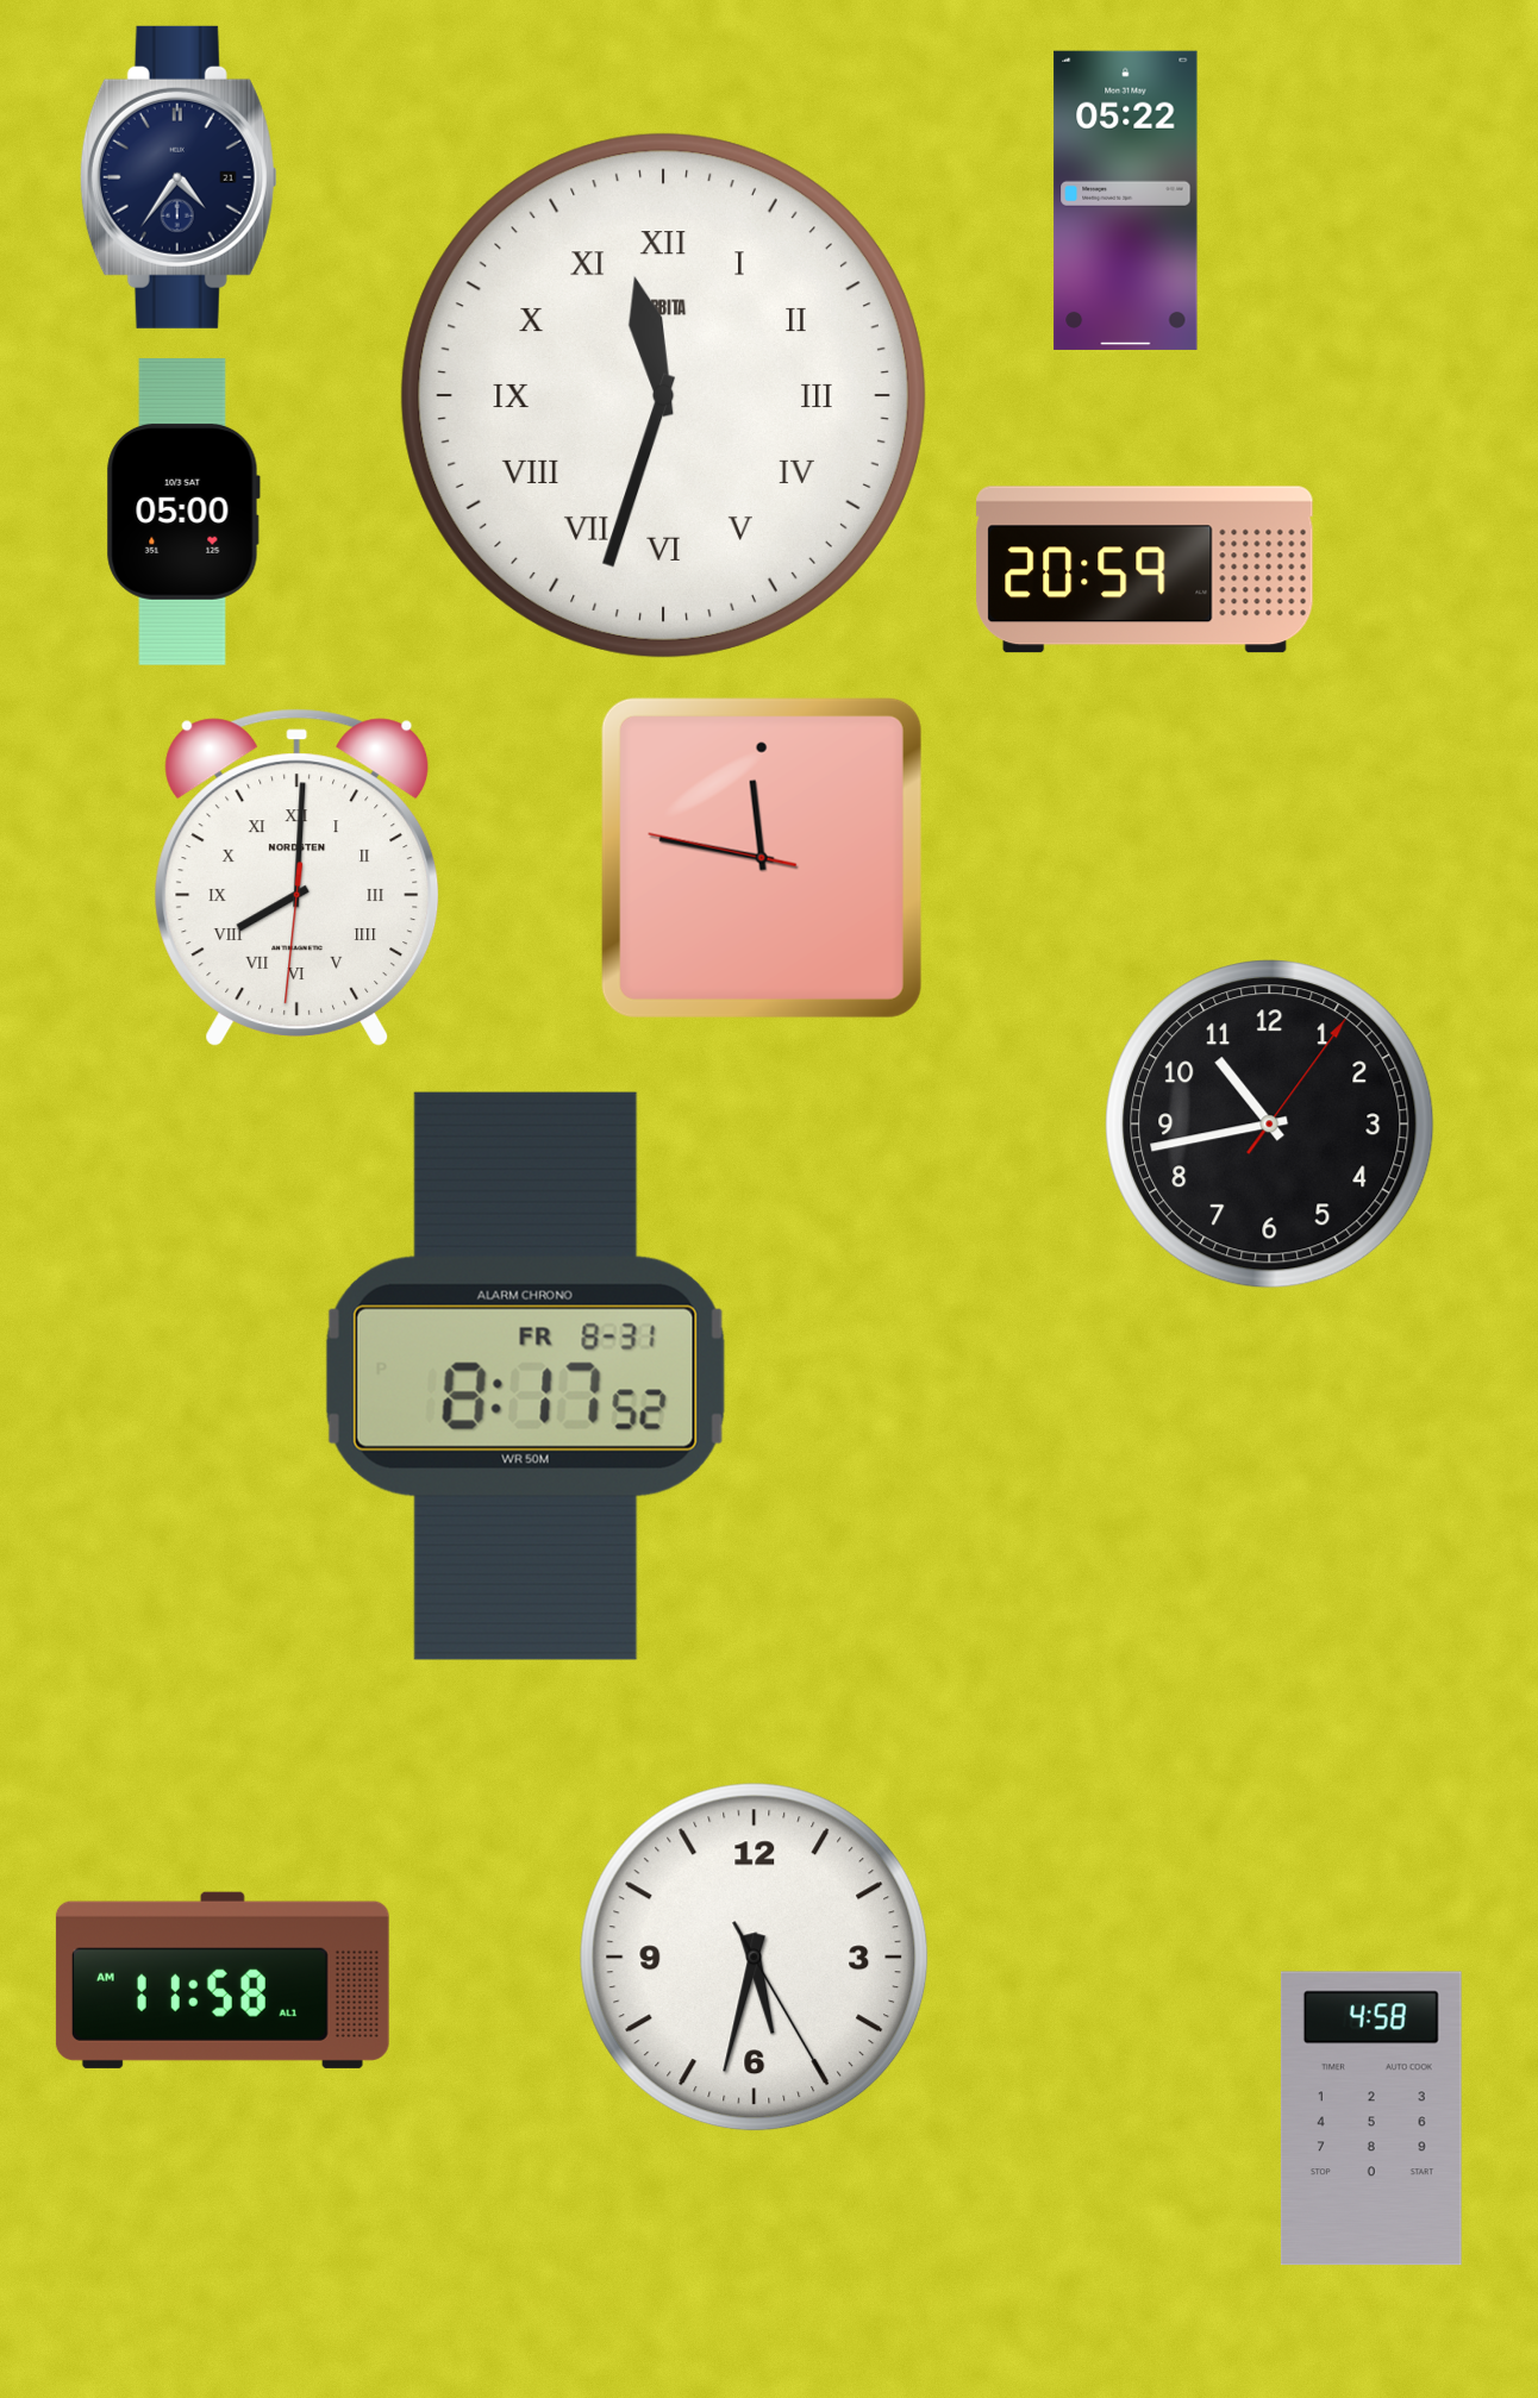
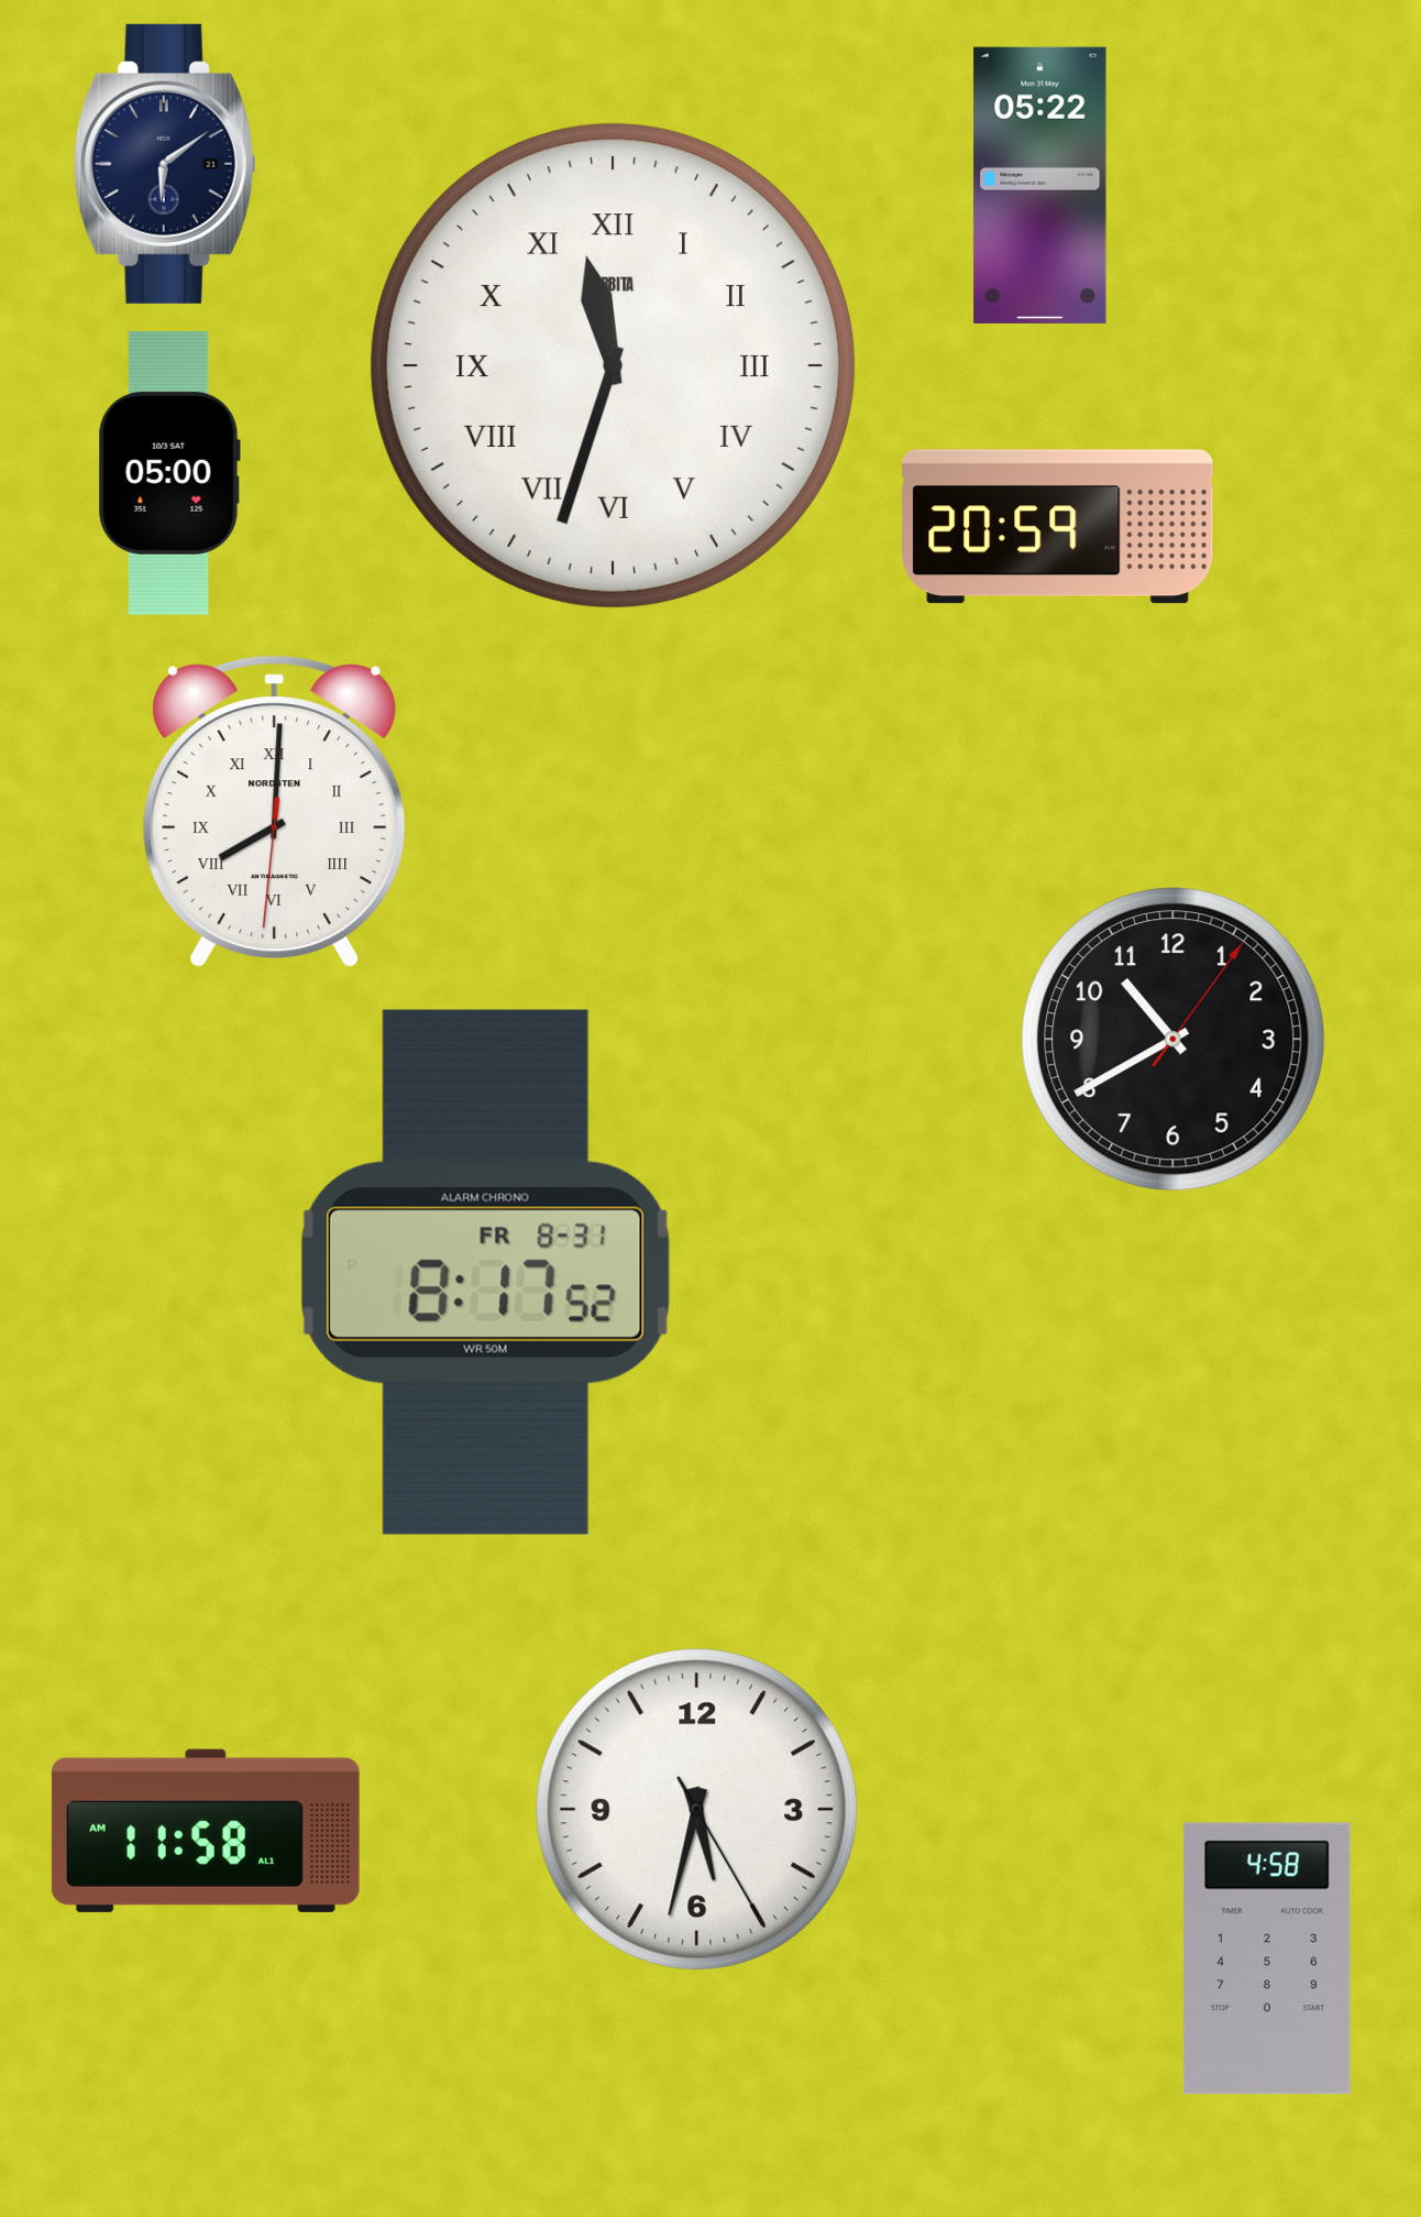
clock at (179, 177): 4:36 -> 6:09
clock at (762, 858): 11:46 -> none
clock at (1270, 1125): 10:43 -> 10:40
